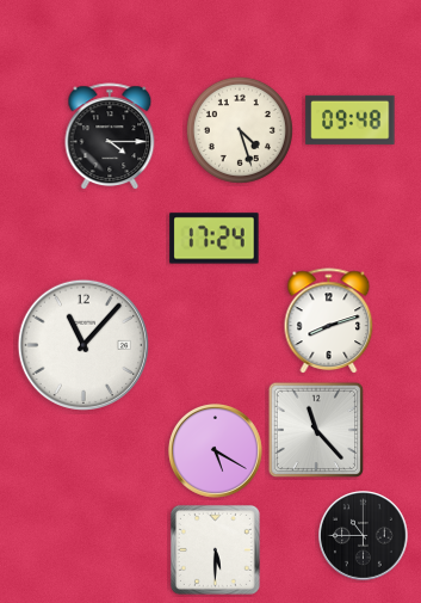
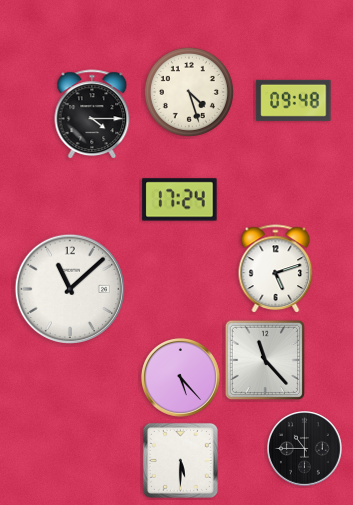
clock at (240, 130) position: (240, 130) -> (189, 92)
clock at (329, 320): 8:12 -> 5:12
clock at (82, 344): 11:07 -> 11:08
clock at (215, 450): 5:20 -> 5:23
